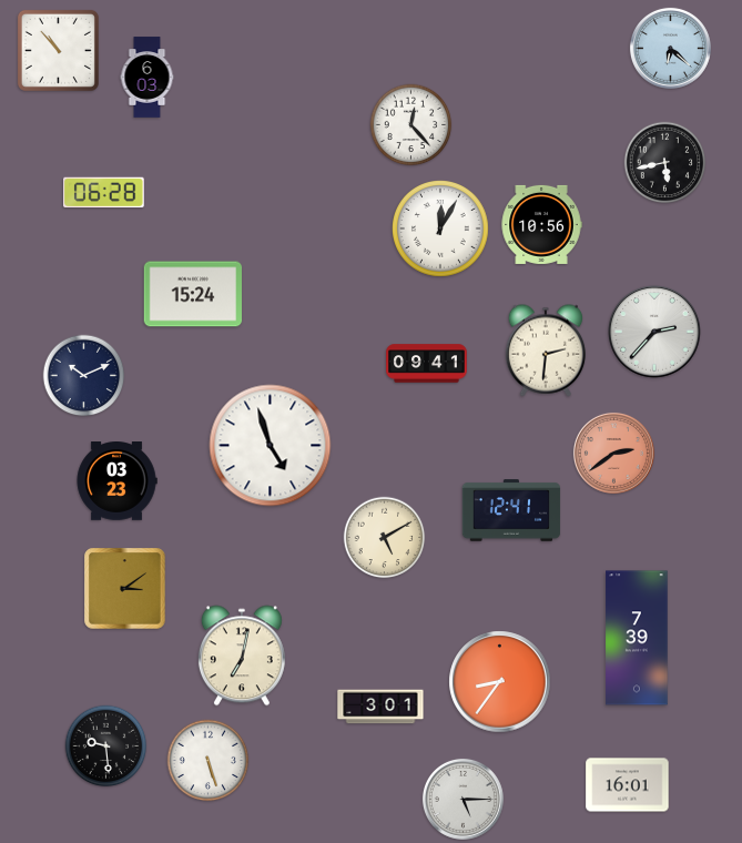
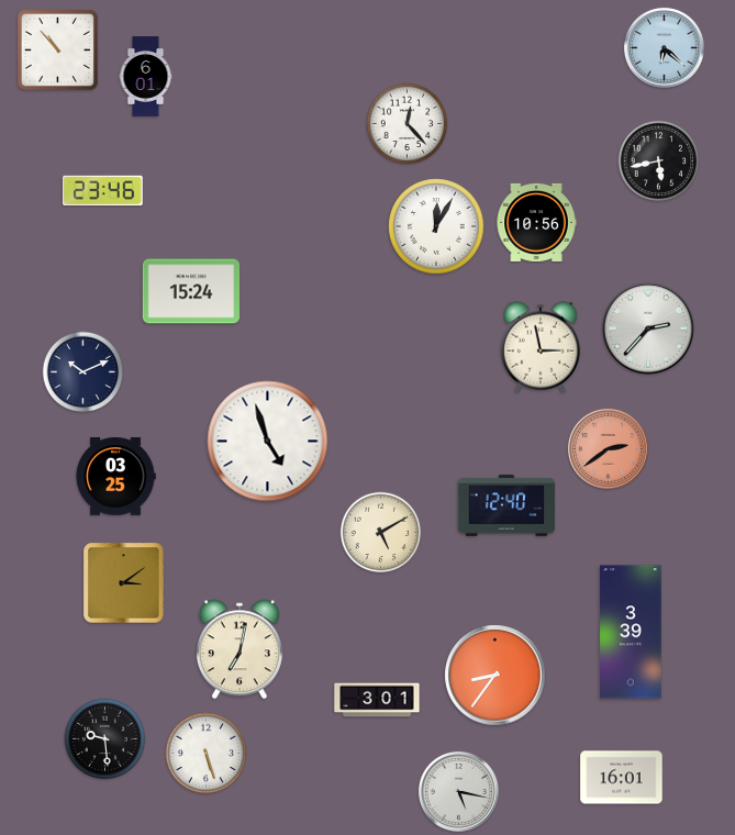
clock at (148, 78): 6:03 -> 6:01
clock at (104, 193): 06:28 -> 23:46
clock at (546, 351): 2:31 -> 2:58
clock at (427, 364): 09:41 -> none
clock at (116, 481): 03:23 -> 03:25
clock at (511, 510): 12:41 -> 12:40
clock at (637, 638): 7:39 -> 3:39
clock at (463, 799): 5:15 -> 5:17
